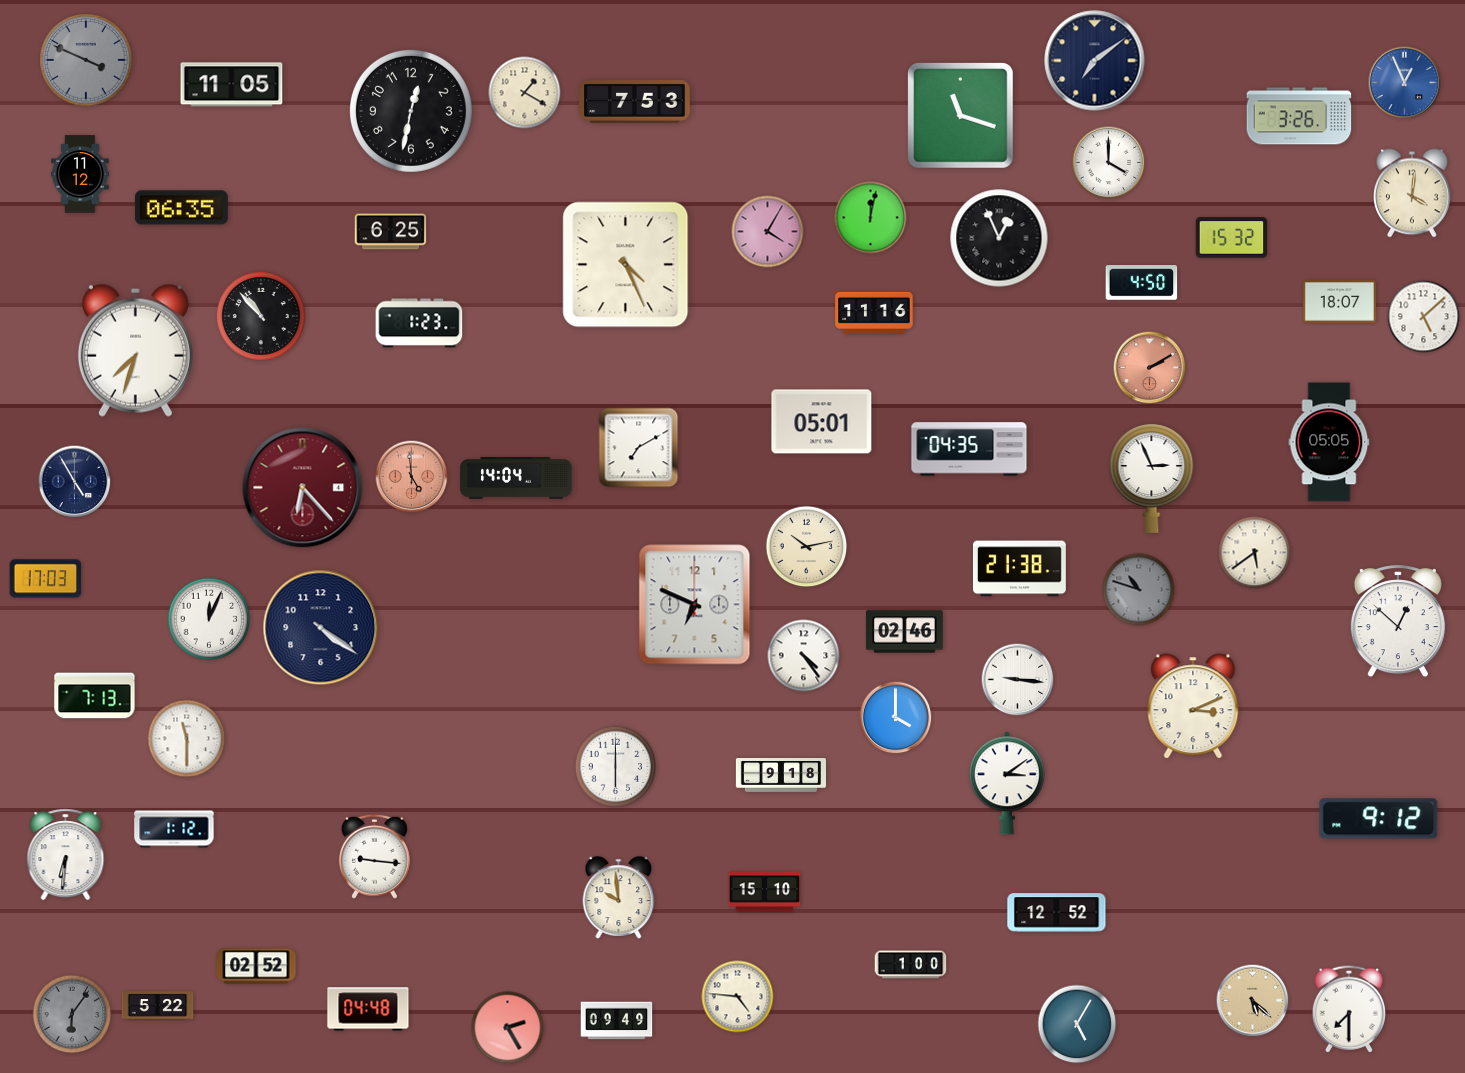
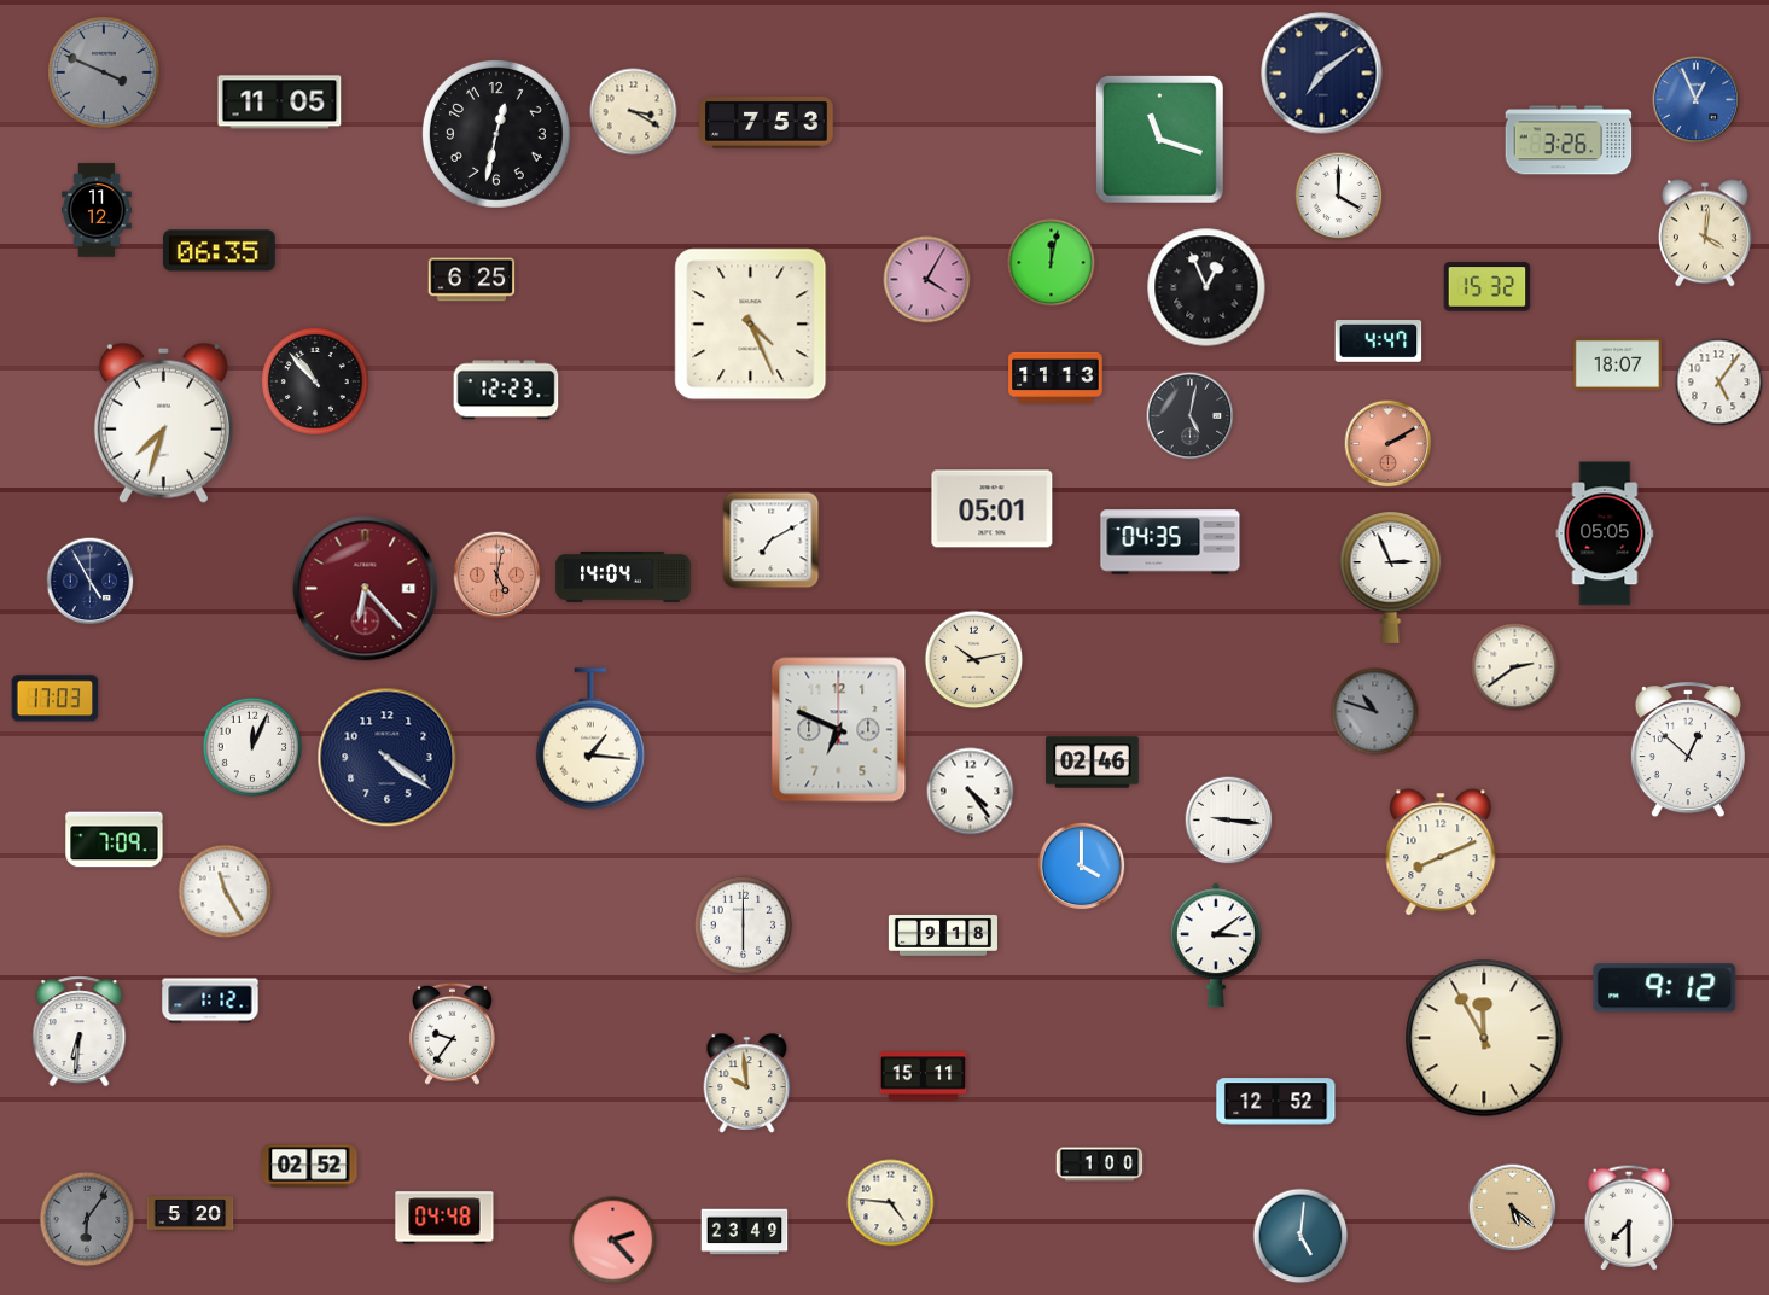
clock at (525, 93): 1:20 -> 3:20
clock at (626, 265) position: (626, 265) -> (751, 325)
clock at (1142, 283): 4:50 -> 4:47
clock at (874, 313): 11:16 -> 11:13
clock at (1424, 317): 5:08 -> 5:06
clock at (419, 323): 1:23 -> 12:23
clock at (1191, 416): none -> 5:02
clock at (412, 477): 4:59 -> 5:02
clock at (1255, 553): 5:39 -> 2:39
clock at (1020, 569): 21:38 -> none
clock at (590, 739): none -> 1:16
clock at (95, 696): 7:13 -> 7:09
clock at (1193, 706): 3:11 -> 8:11
clock at (187, 739): 11:30 -> 11:25
clock at (374, 856): 9:16 -> 9:36
clock at (1484, 1038): none -> 11:55
clock at (765, 892): 15:10 -> 15:11
clock at (158, 1006): 5:22 -> 5:20
clock at (72, 1014) position: (72, 1014) -> (87, 1219)
clock at (617, 1021): 09:49 -> 23:49
clock at (1077, 1024): 5:05 -> 5:01
clock at (508, 1028): 2:25 -> 2:23
